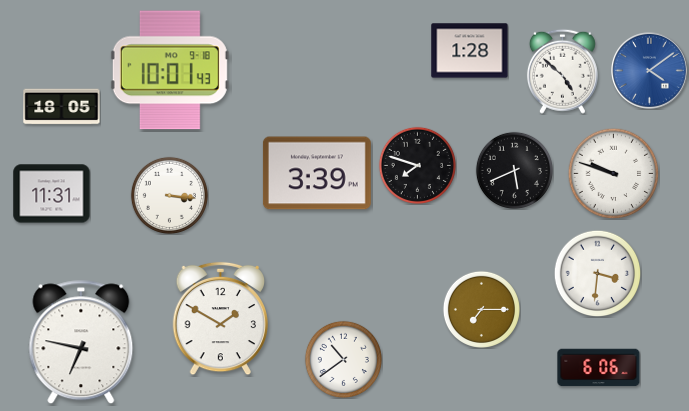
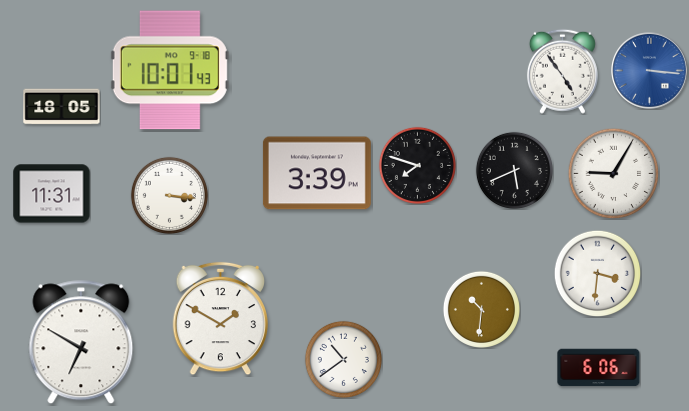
clock at (470, 51): 1:28 -> none
clock at (562, 71): 4:52 -> 4:54
clock at (650, 71): 4:09 -> 3:16
clock at (613, 173): 9:48 -> 9:05
clock at (481, 309): 7:15 -> 10:31
clock at (81, 342): 6:47 -> 6:50
